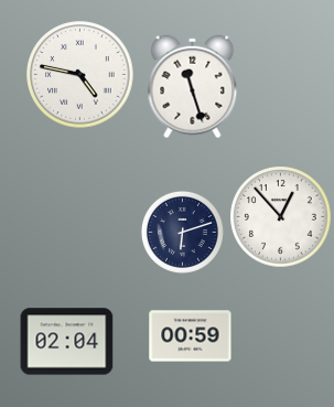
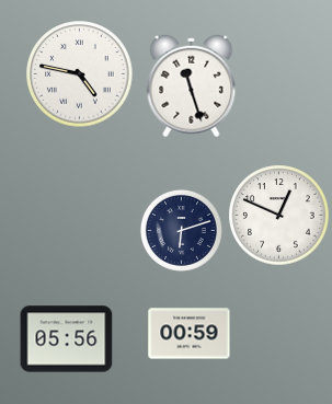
clock at (281, 217): 12:53 -> 12:49
clock at (67, 342): 02:04 -> 05:56
